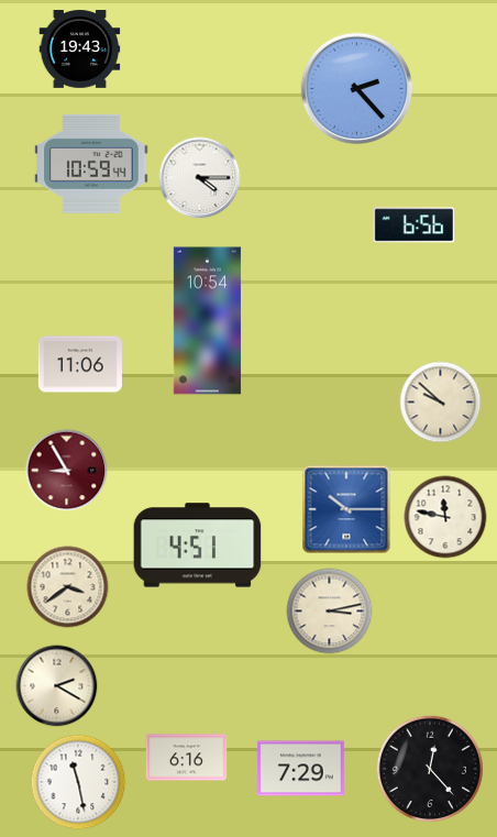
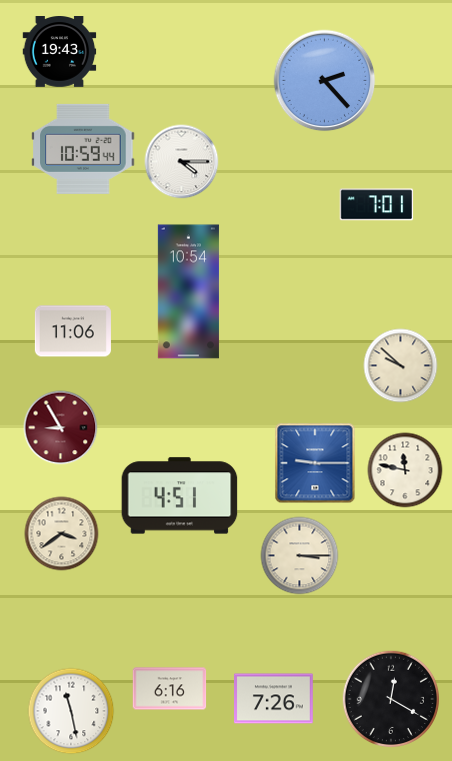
clock at (80, 49) position: (80, 49) -> (60, 52)
clock at (415, 225): 6:56 -> 7:01
clock at (346, 509): 10:15 -> 9:15
clock at (330, 612): 3:13 -> 3:15
clock at (57, 686): 2:20 -> none
clock at (429, 768): 12:23 -> 12:20
clock at (301, 769): 7:29 -> 7:26
